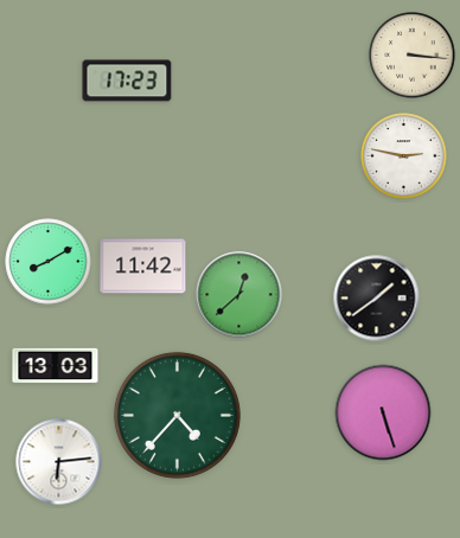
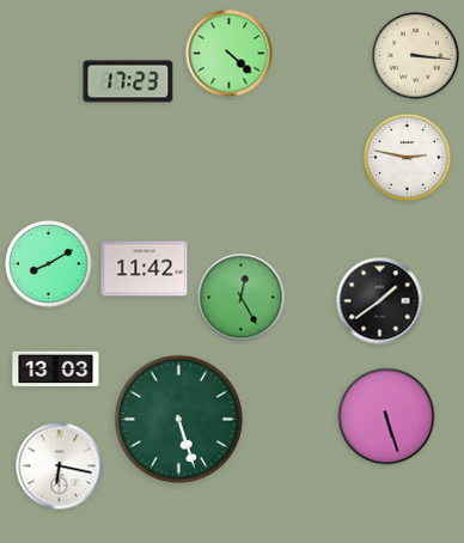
clock at (230, 54): none -> 4:22
clock at (239, 295): 12:38 -> 12:25
clock at (177, 415): 4:37 -> 5:27
clock at (59, 462): 6:14 -> 6:17
